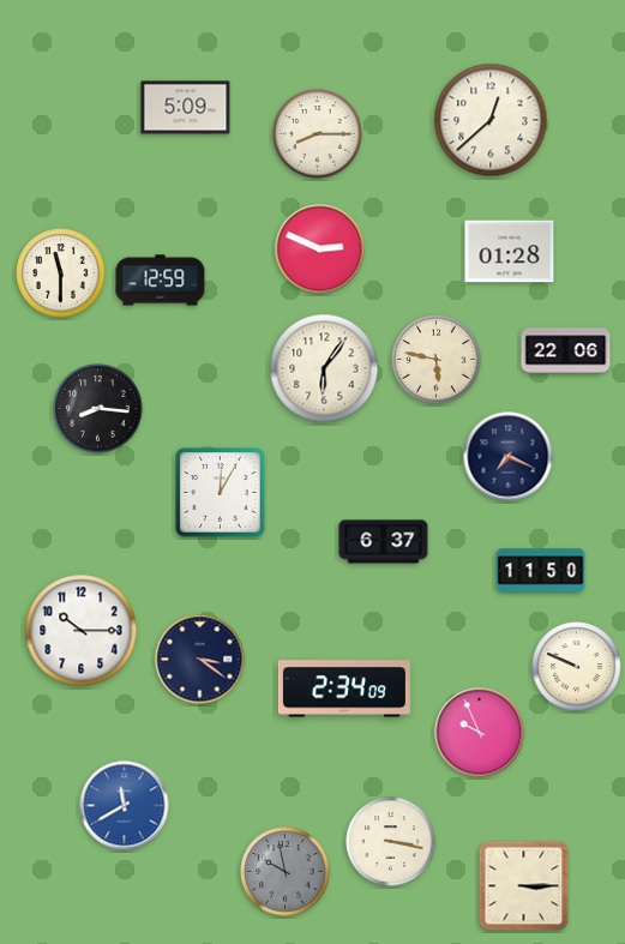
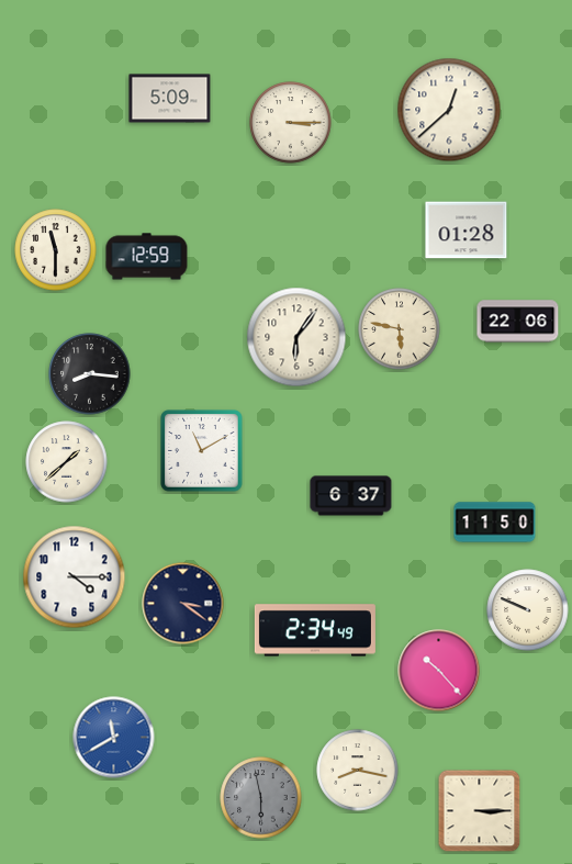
clock at (318, 134): 8:15 -> 3:15
clock at (320, 249): 2:49 -> none
clock at (509, 457): 7:19 -> none
clock at (221, 493): 12:05 -> 11:10
clock at (67, 462): none -> 1:38
clock at (82, 631): 10:15 -> 4:15
clock at (344, 689): 2:34:09 -> 2:34:49
clock at (480, 733): 9:56 -> 10:23
clock at (391, 842): 3:17 -> 8:17
clock at (286, 872): 9:58 -> 5:58
